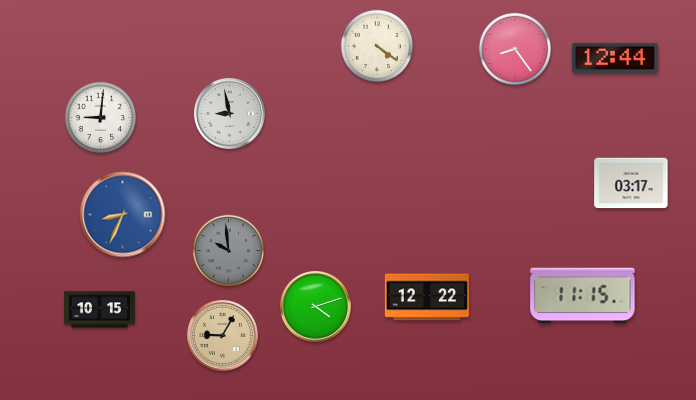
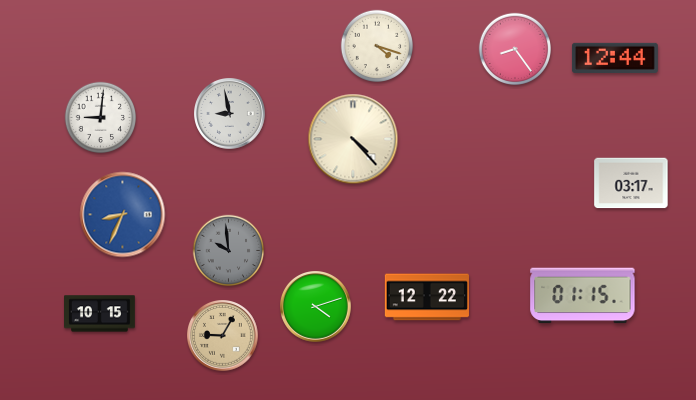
clock at (377, 46): 4:21 -> 4:18
clock at (353, 139): none -> 4:23
clock at (583, 296): 11:15 -> 01:15
clock at (100, 310) position: (100, 310) -> (100, 314)
